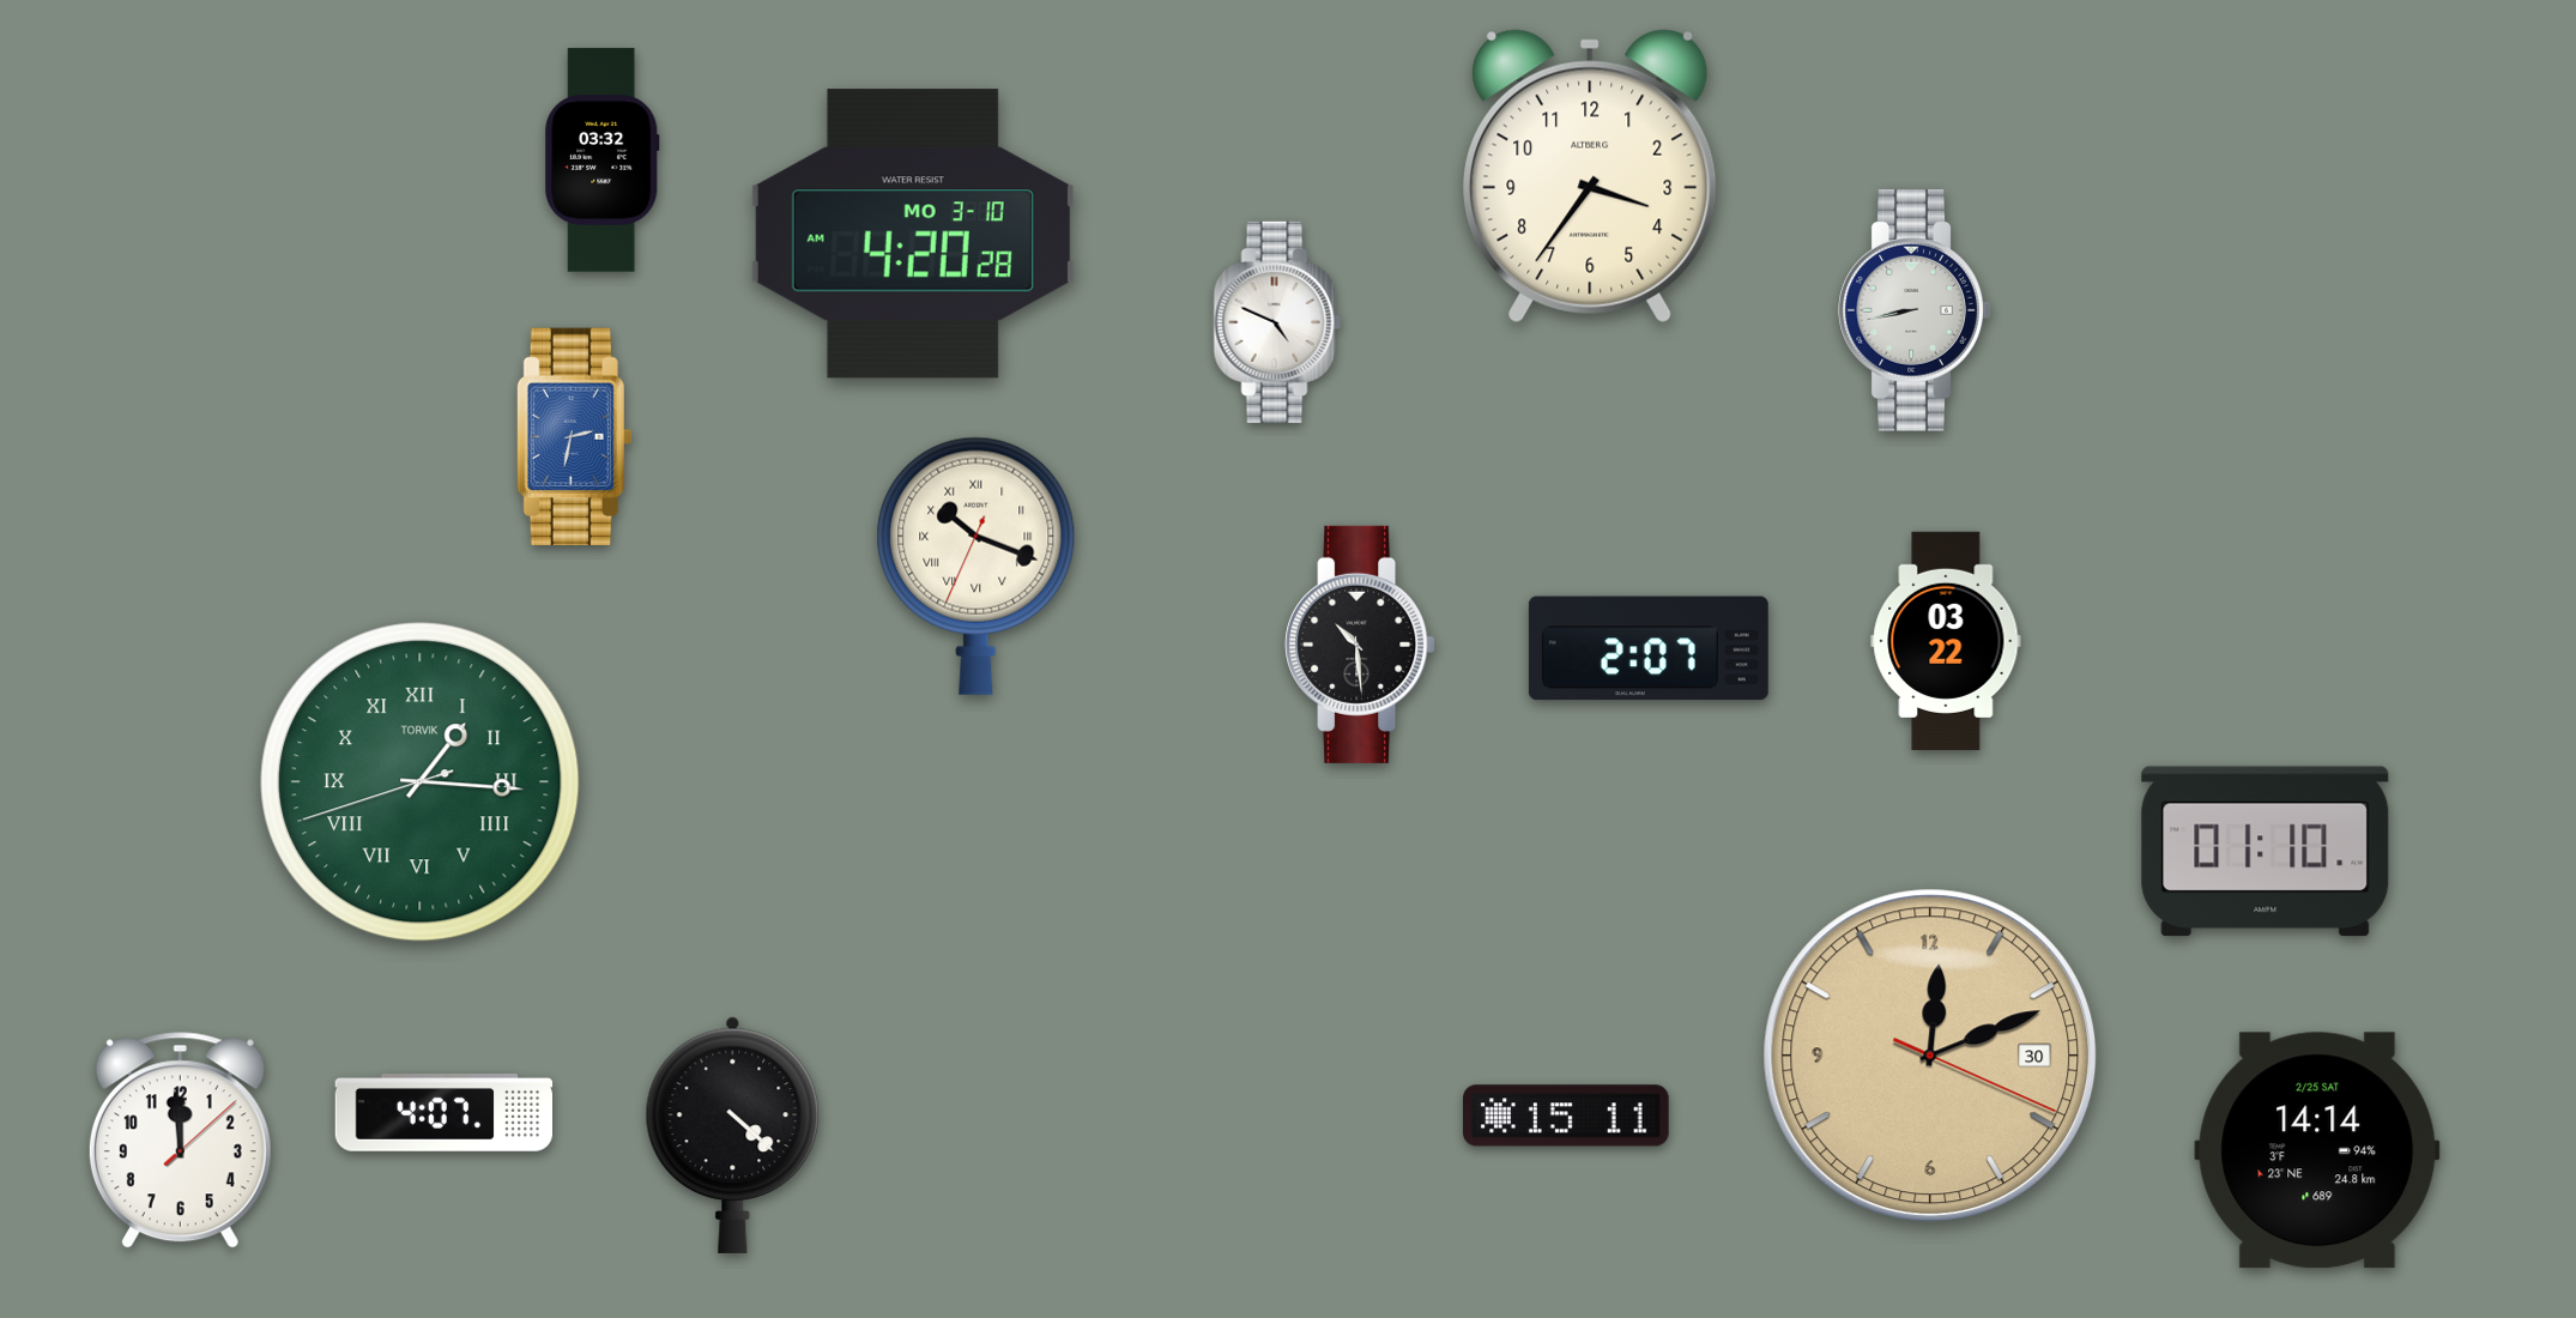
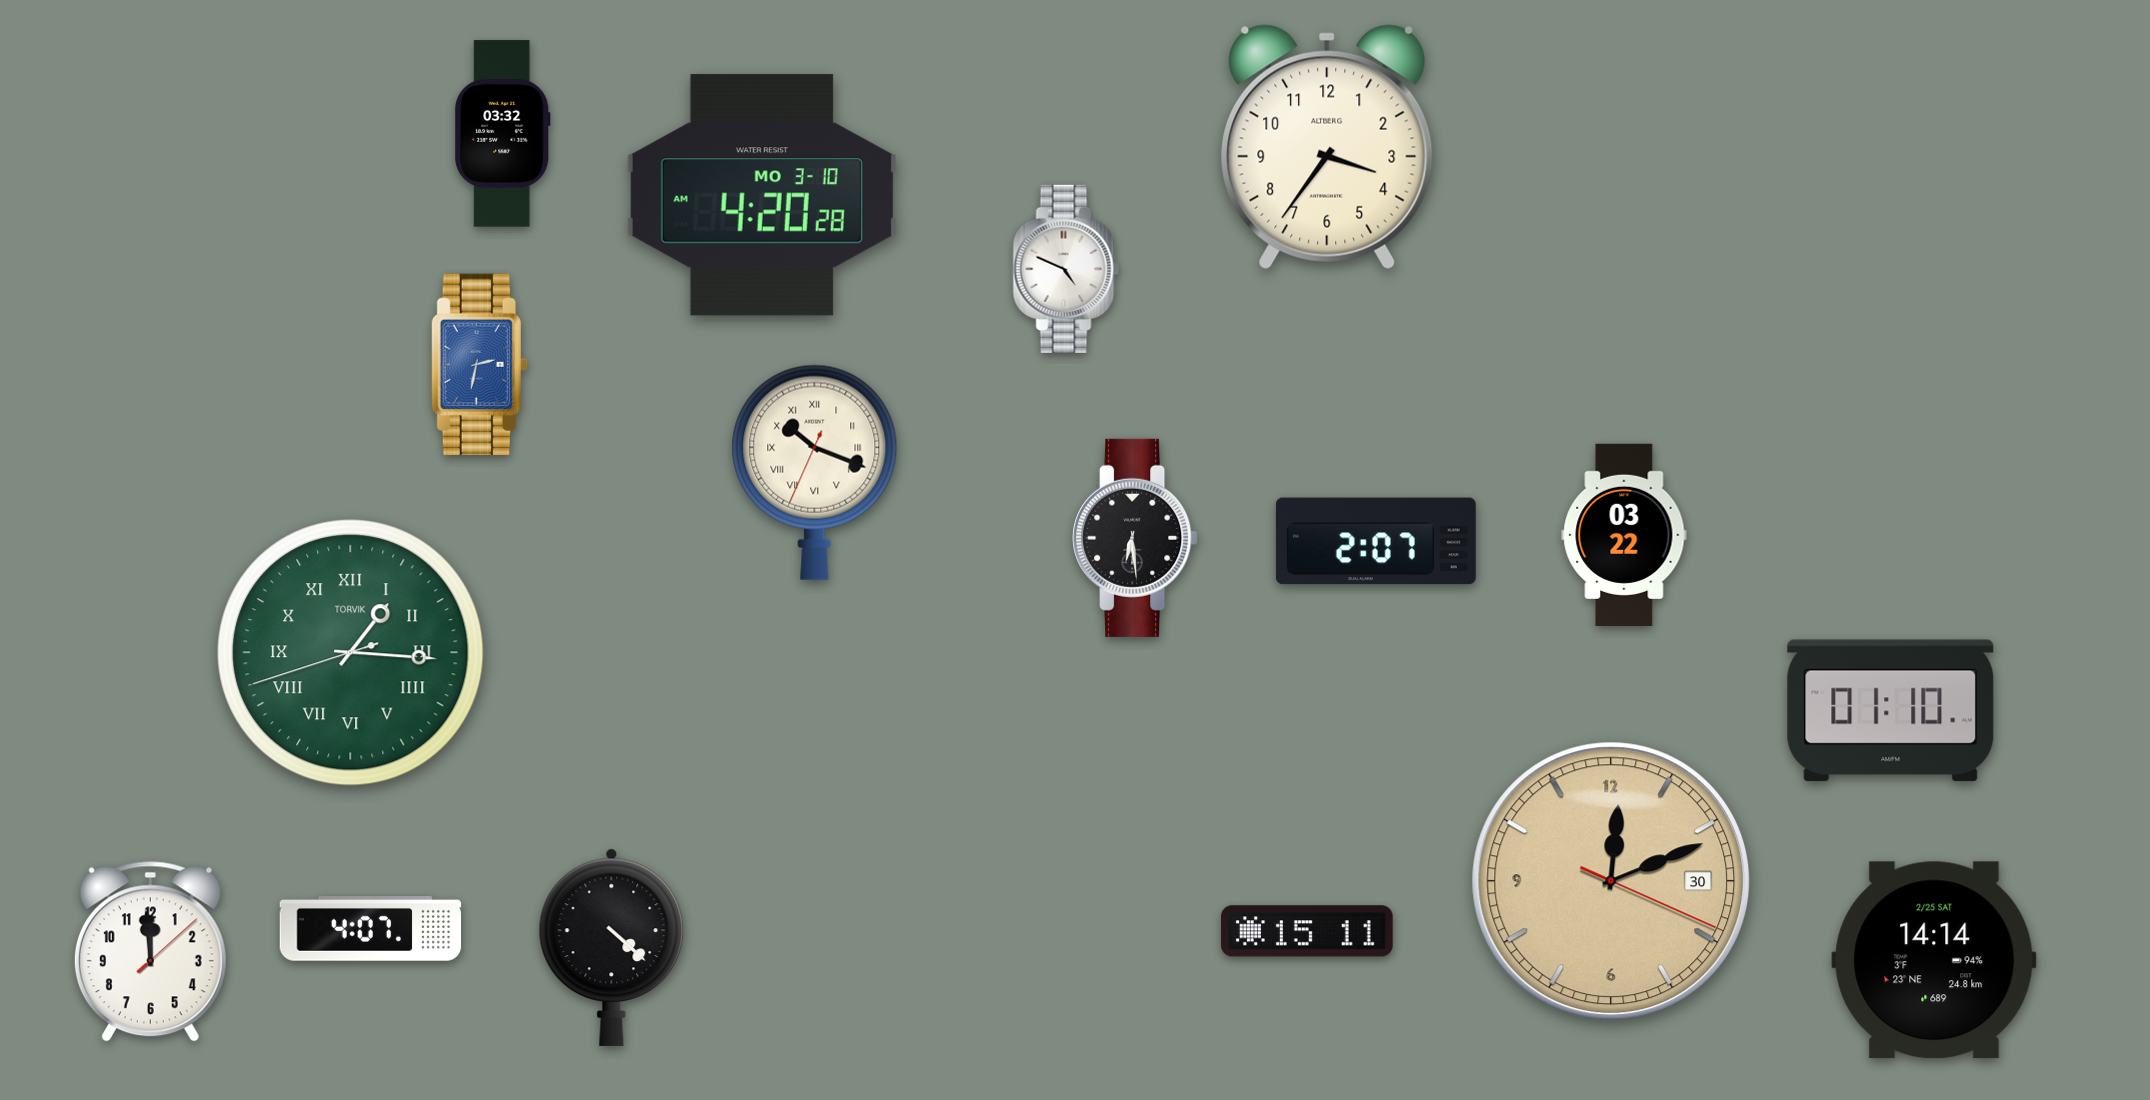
clock at (1915, 310): 8:43 -> none
clock at (1360, 645): 10:29 -> 6:29
